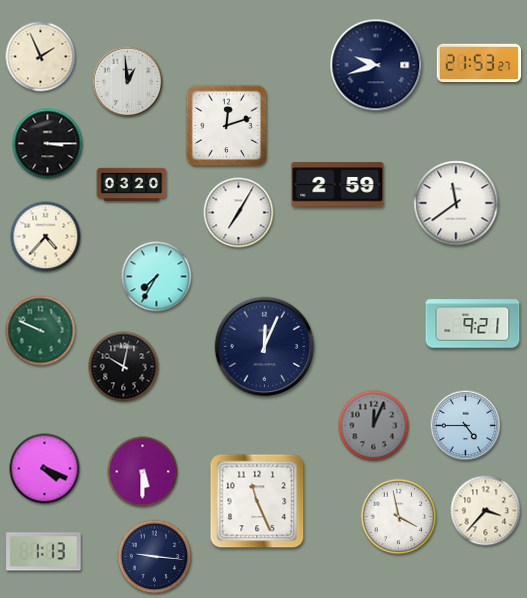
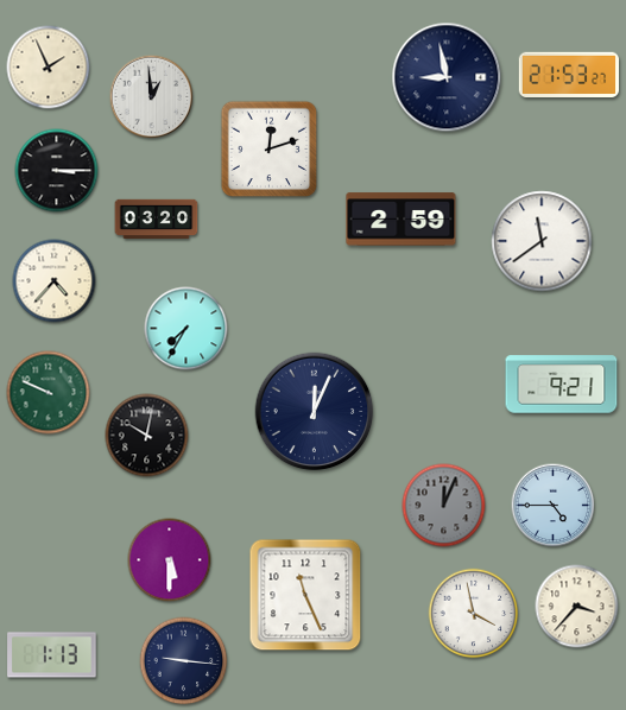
clock at (376, 65): 9:42 -> 8:58
clock at (239, 213): 7:05 -> none
clock at (45, 469): 4:19 -> none
